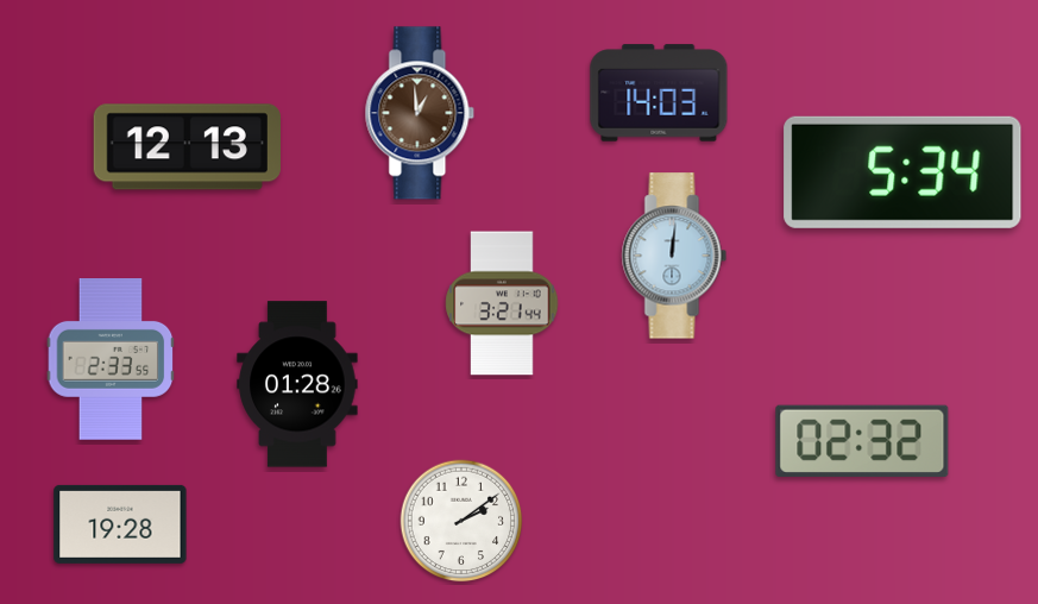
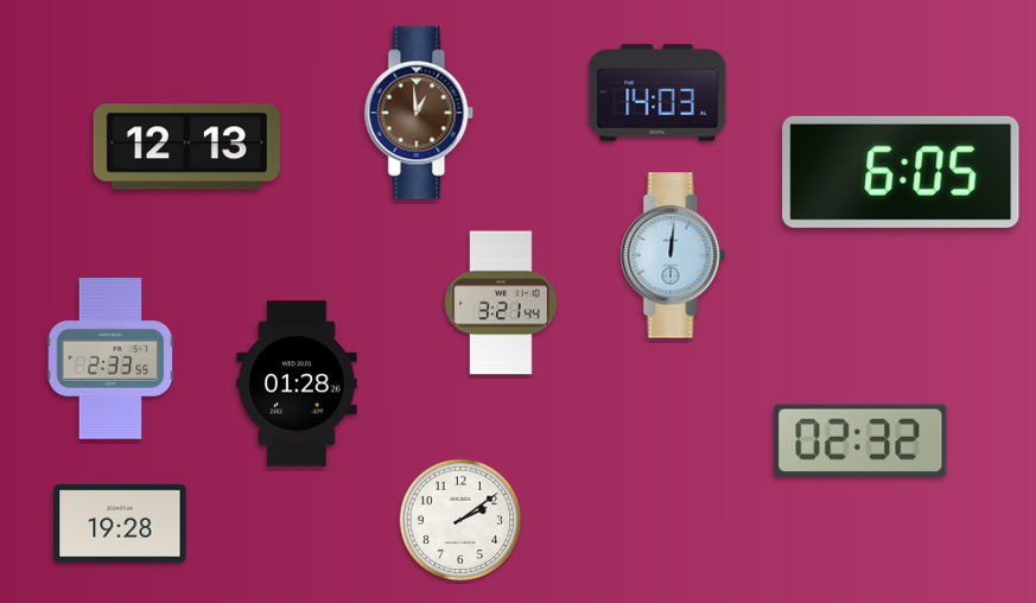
clock at (902, 172): 5:34 -> 6:05
